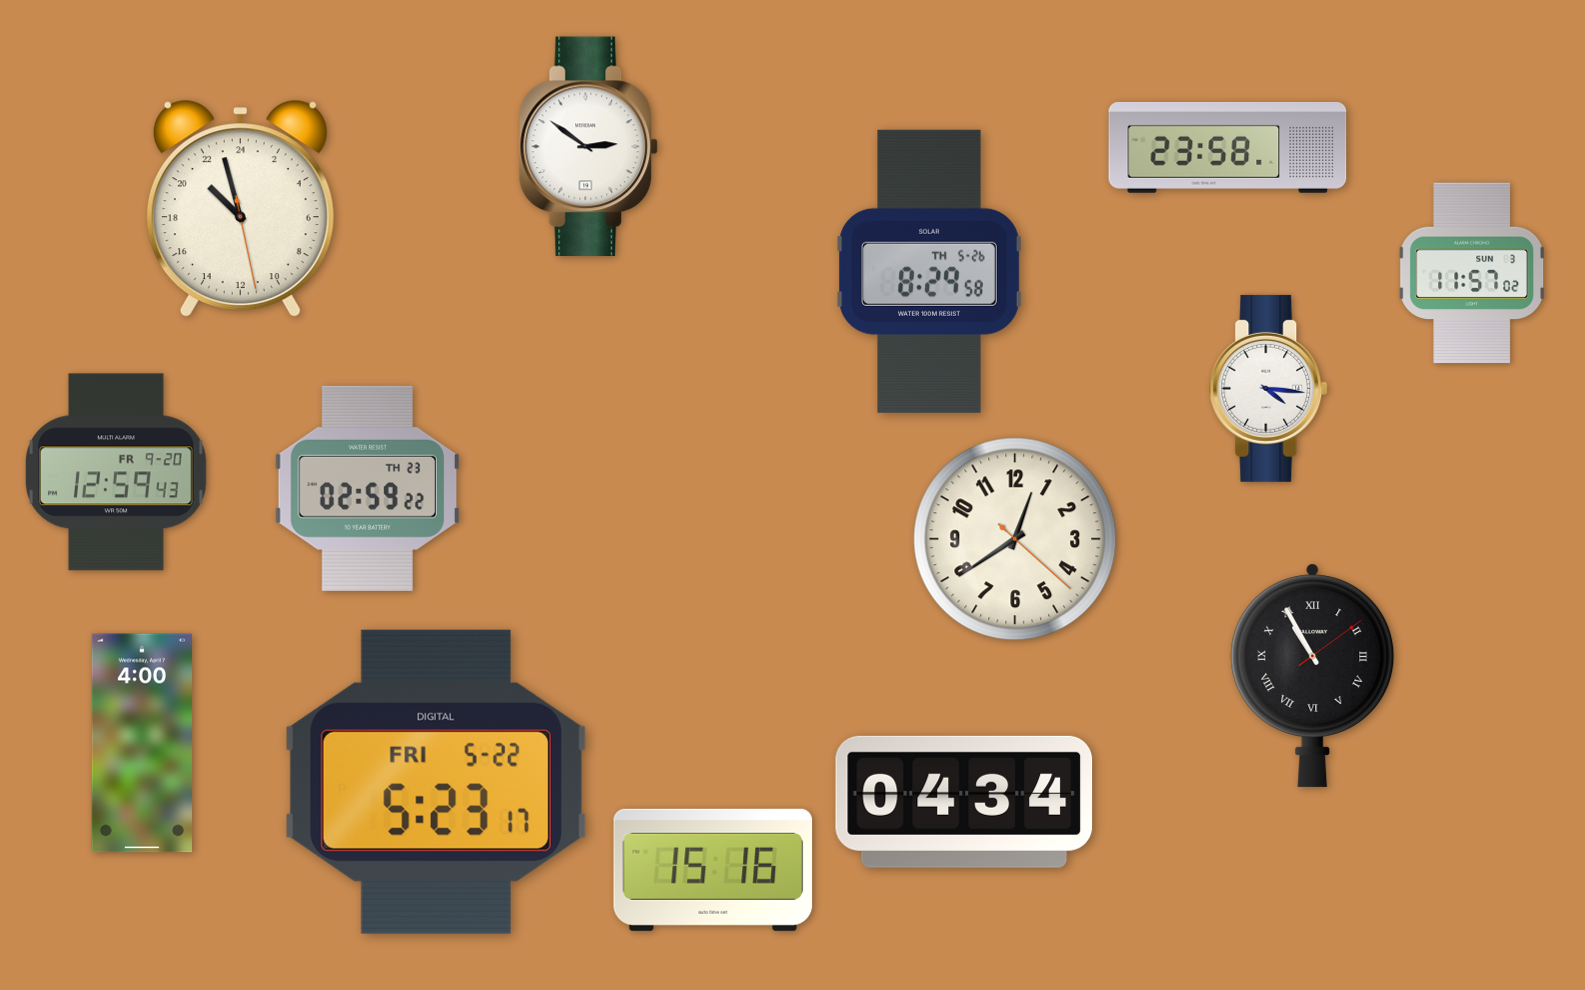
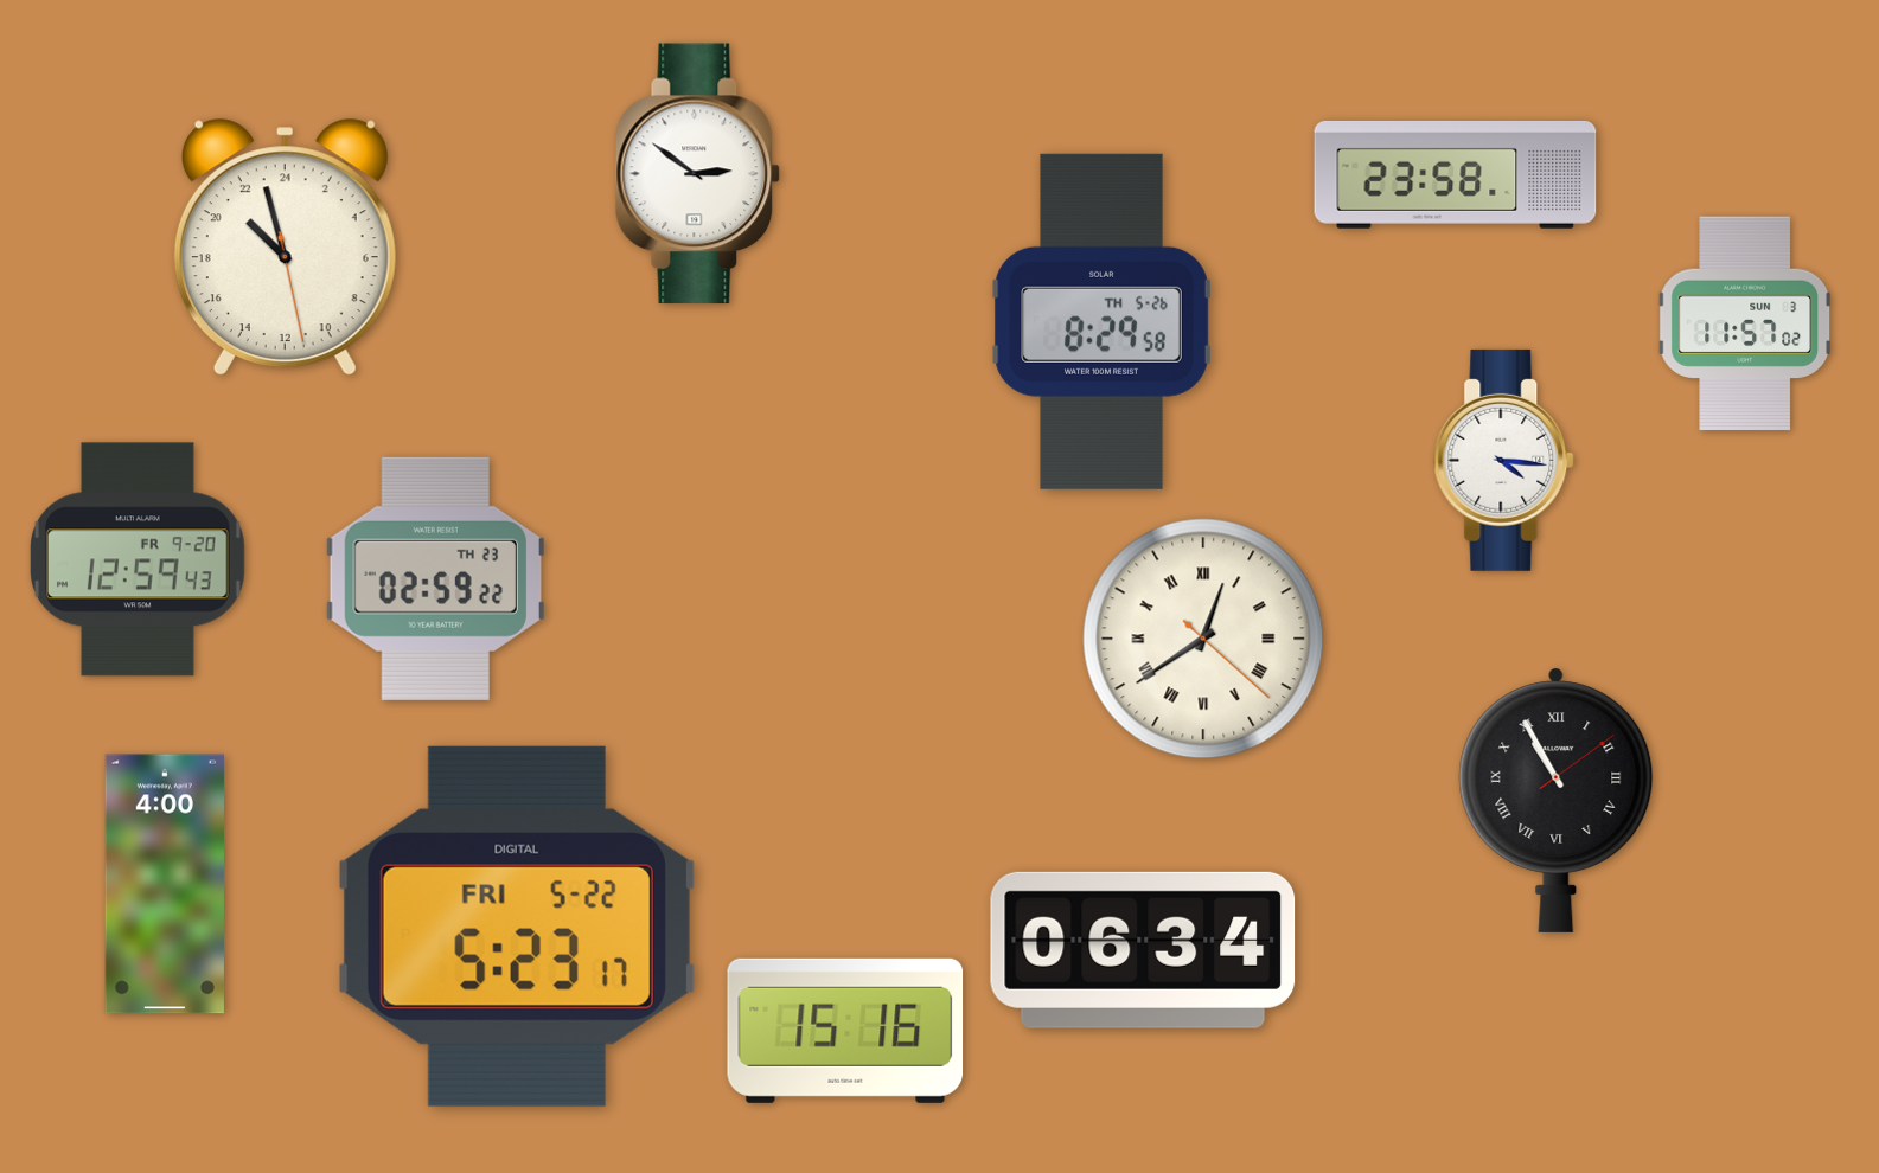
clock at (1015, 539) numerals: Arabic -> Roman
clock at (142, 743) position: (142, 743) -> (165, 884)
clock at (964, 802): 04:34 -> 06:34
